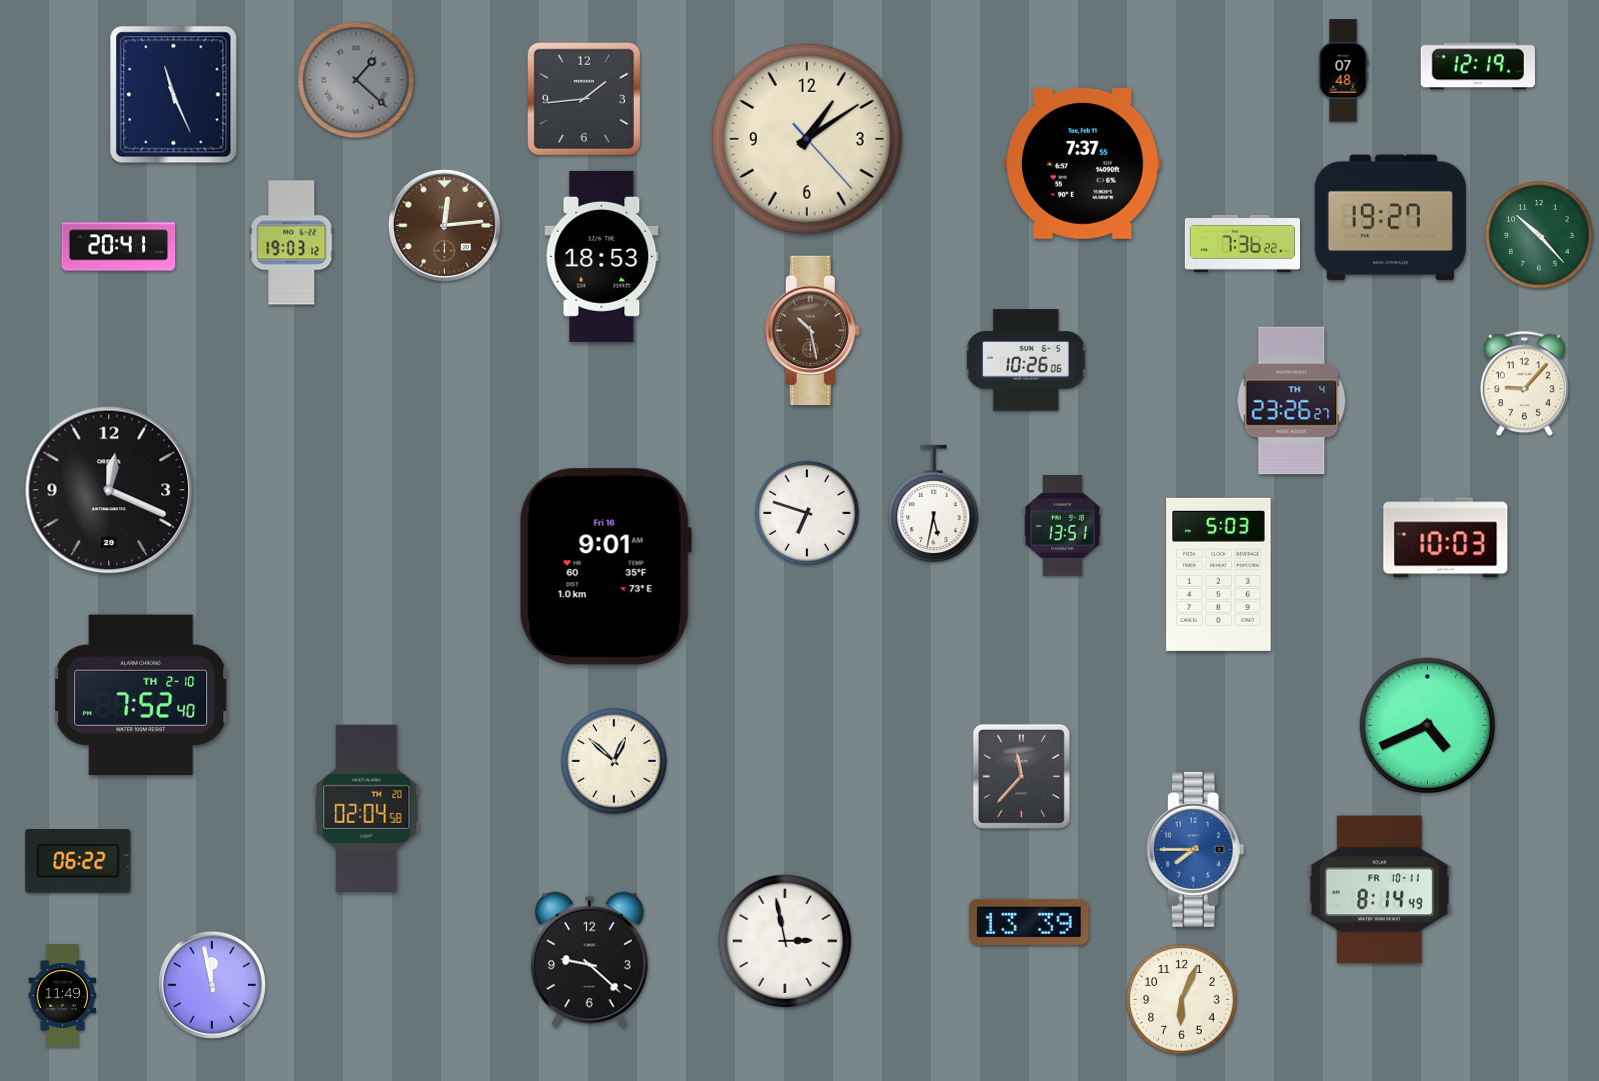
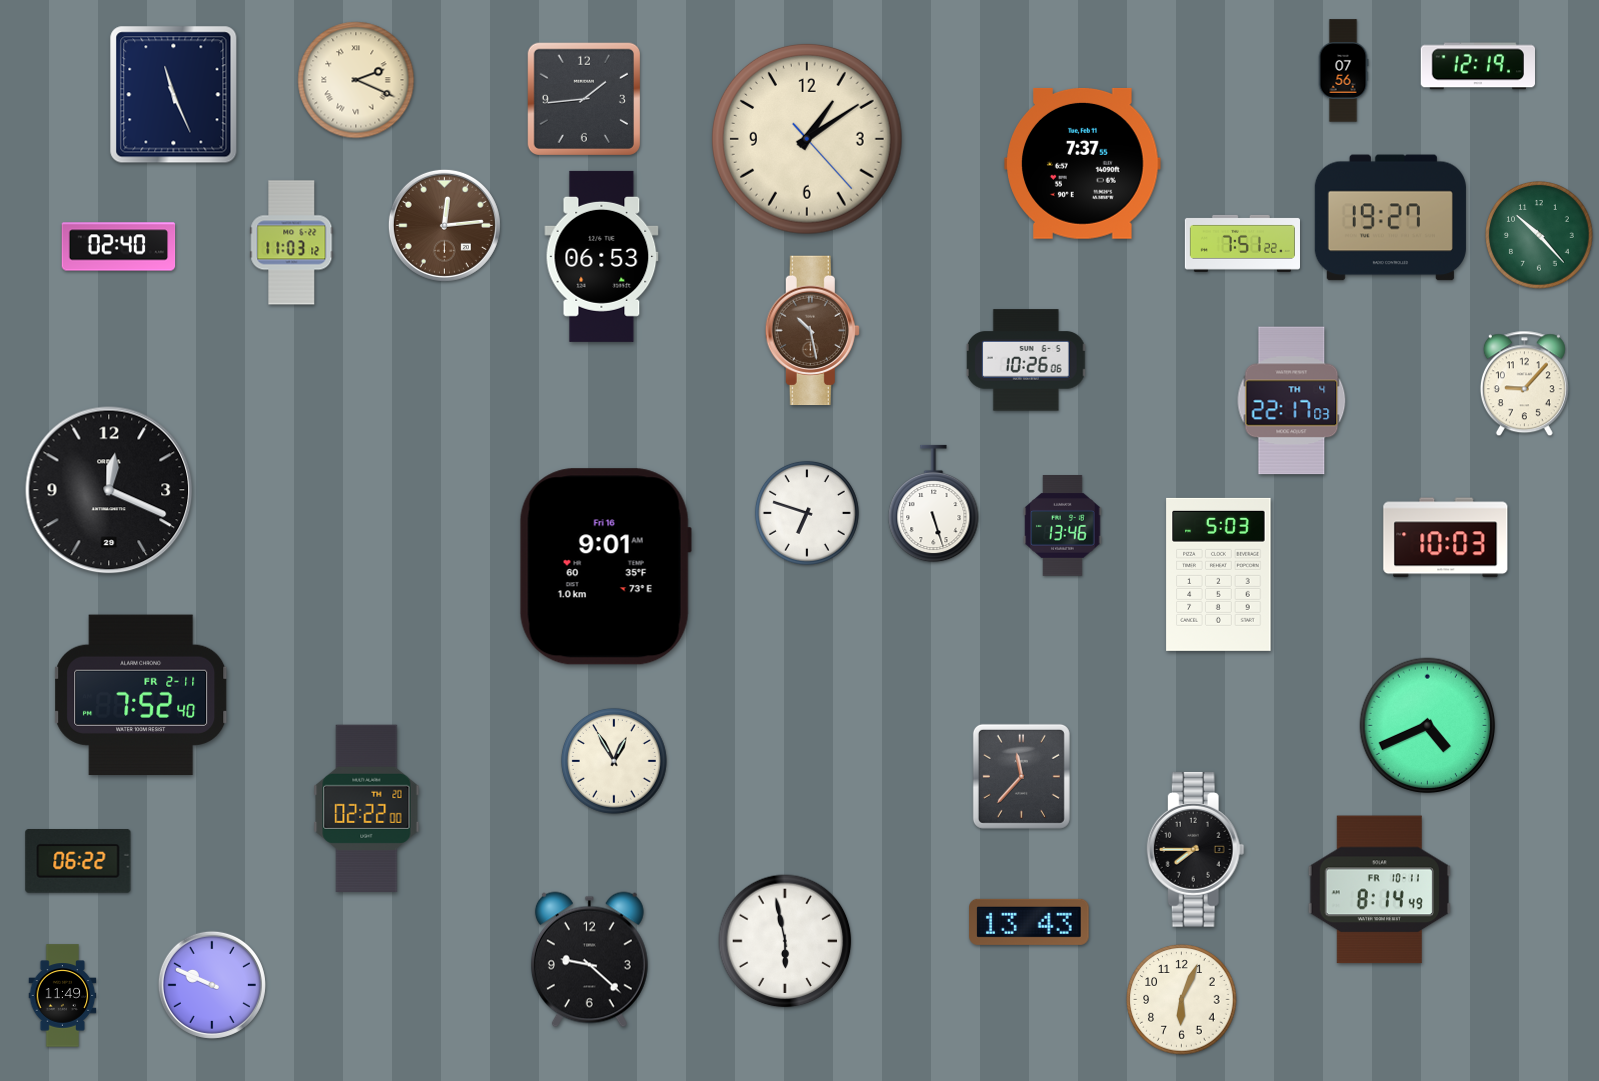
clock at (1343, 71): 07:48 -> 07:56
clock at (356, 80): 1:22 -> 2:19
clock at (356, 80) dial: grey -> cream
clock at (292, 243): 19:03 -> 11:03
clock at (1242, 243): 7:36 -> 7:51
clock at (119, 247): 20:41 -> 02:40
clock at (602, 256): 18:53 -> 06:53
clock at (1292, 401): 23:26 -> 22:17
clock at (934, 504): 5:32 -> 5:27
clock at (1063, 526): 13:51 -> 13:46
clock at (141, 695) date: TH 2-10 -> FR 2-11
clock at (614, 761): 12:52 -> 12:55
clock at (367, 809): 02:04 -> 02:22
clock at (1195, 849) dial: blue -> black
clock at (1029, 922): 13:39 -> 13:43
clock at (785, 941): 2:58 -> 5:58
clock at (212, 985): 11:58 -> 9:49
